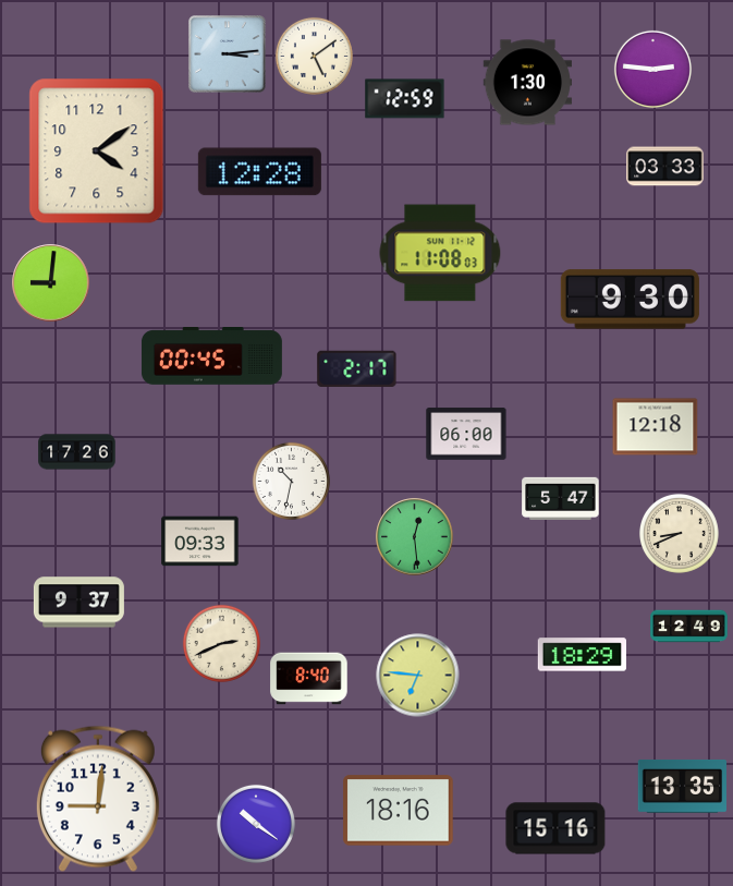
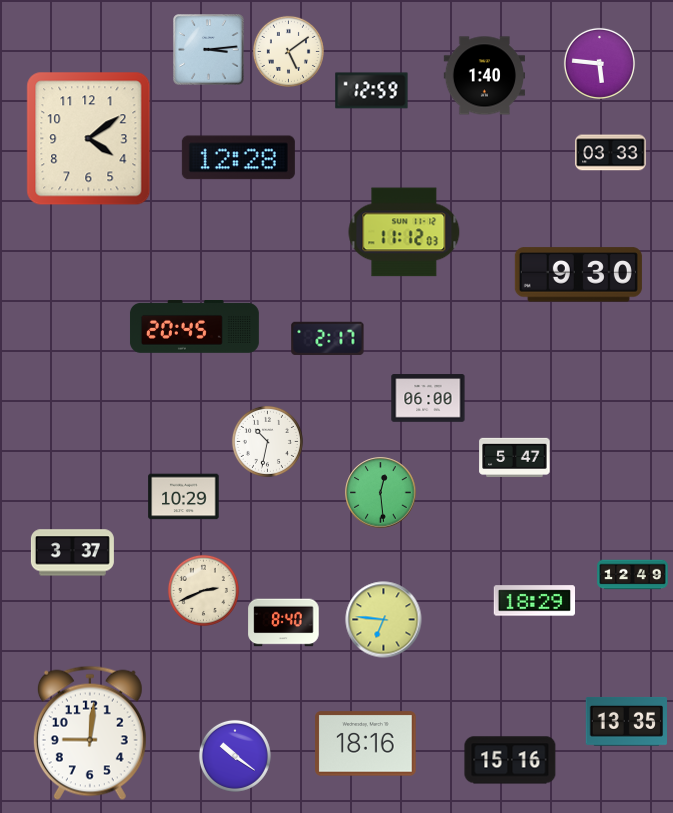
clock at (652, 69): 2:46 -> 5:46
clock at (527, 83): 1:30 -> 1:40
clock at (440, 253): 11:08 -> 11:12
clock at (51, 283): 9:01 -> none
clock at (211, 356): 00:45 -> 20:45
clock at (656, 427): 12:18 -> none
clock at (77, 452): 17:26 -> none
clock at (679, 533): 8:41 -> none
clock at (200, 542): 09:33 -> 10:29
clock at (78, 603): 9:37 -> 3:37
